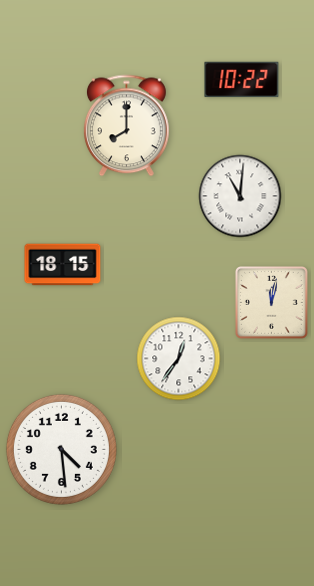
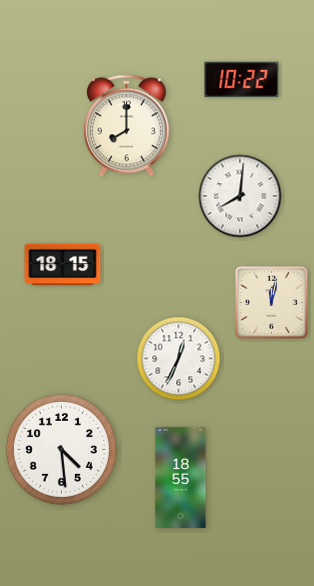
clock at (240, 196): 11:01 -> 8:01
clock at (179, 359): 12:36 -> 12:34
clock at (181, 477): none -> 18:55
